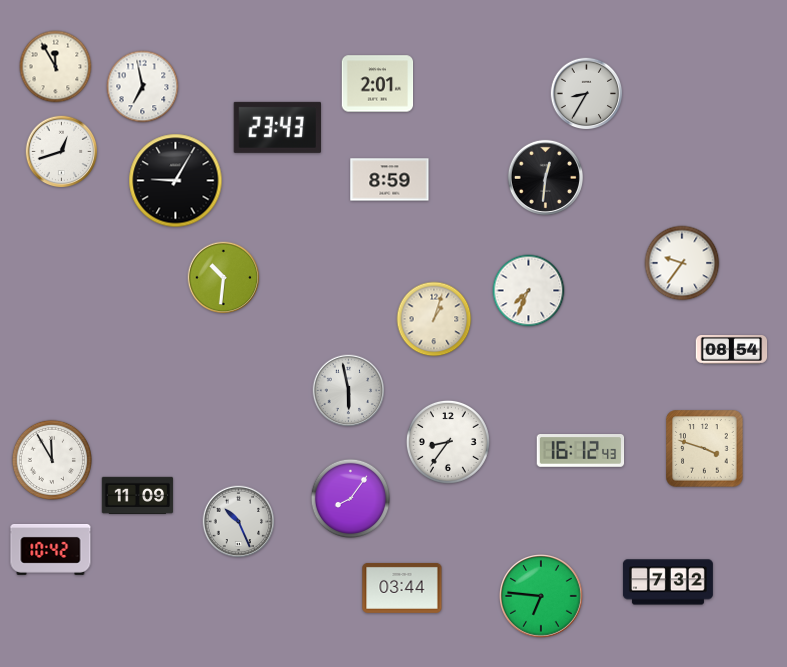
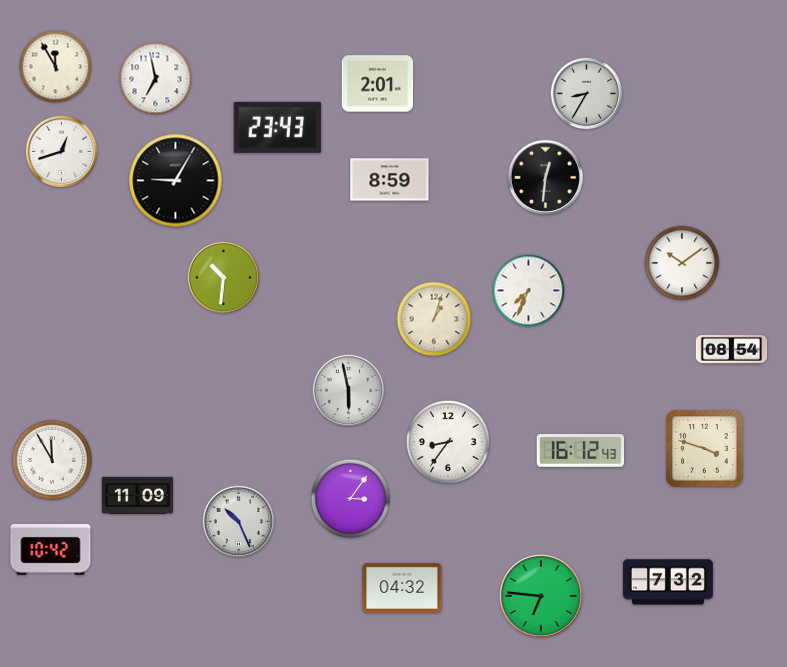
clock at (143, 87) position: (143, 87) -> (156, 79)
clock at (682, 263): 9:36 -> 10:09
clock at (351, 499): 8:06 -> 3:06
clock at (402, 588): 03:44 -> 04:32
